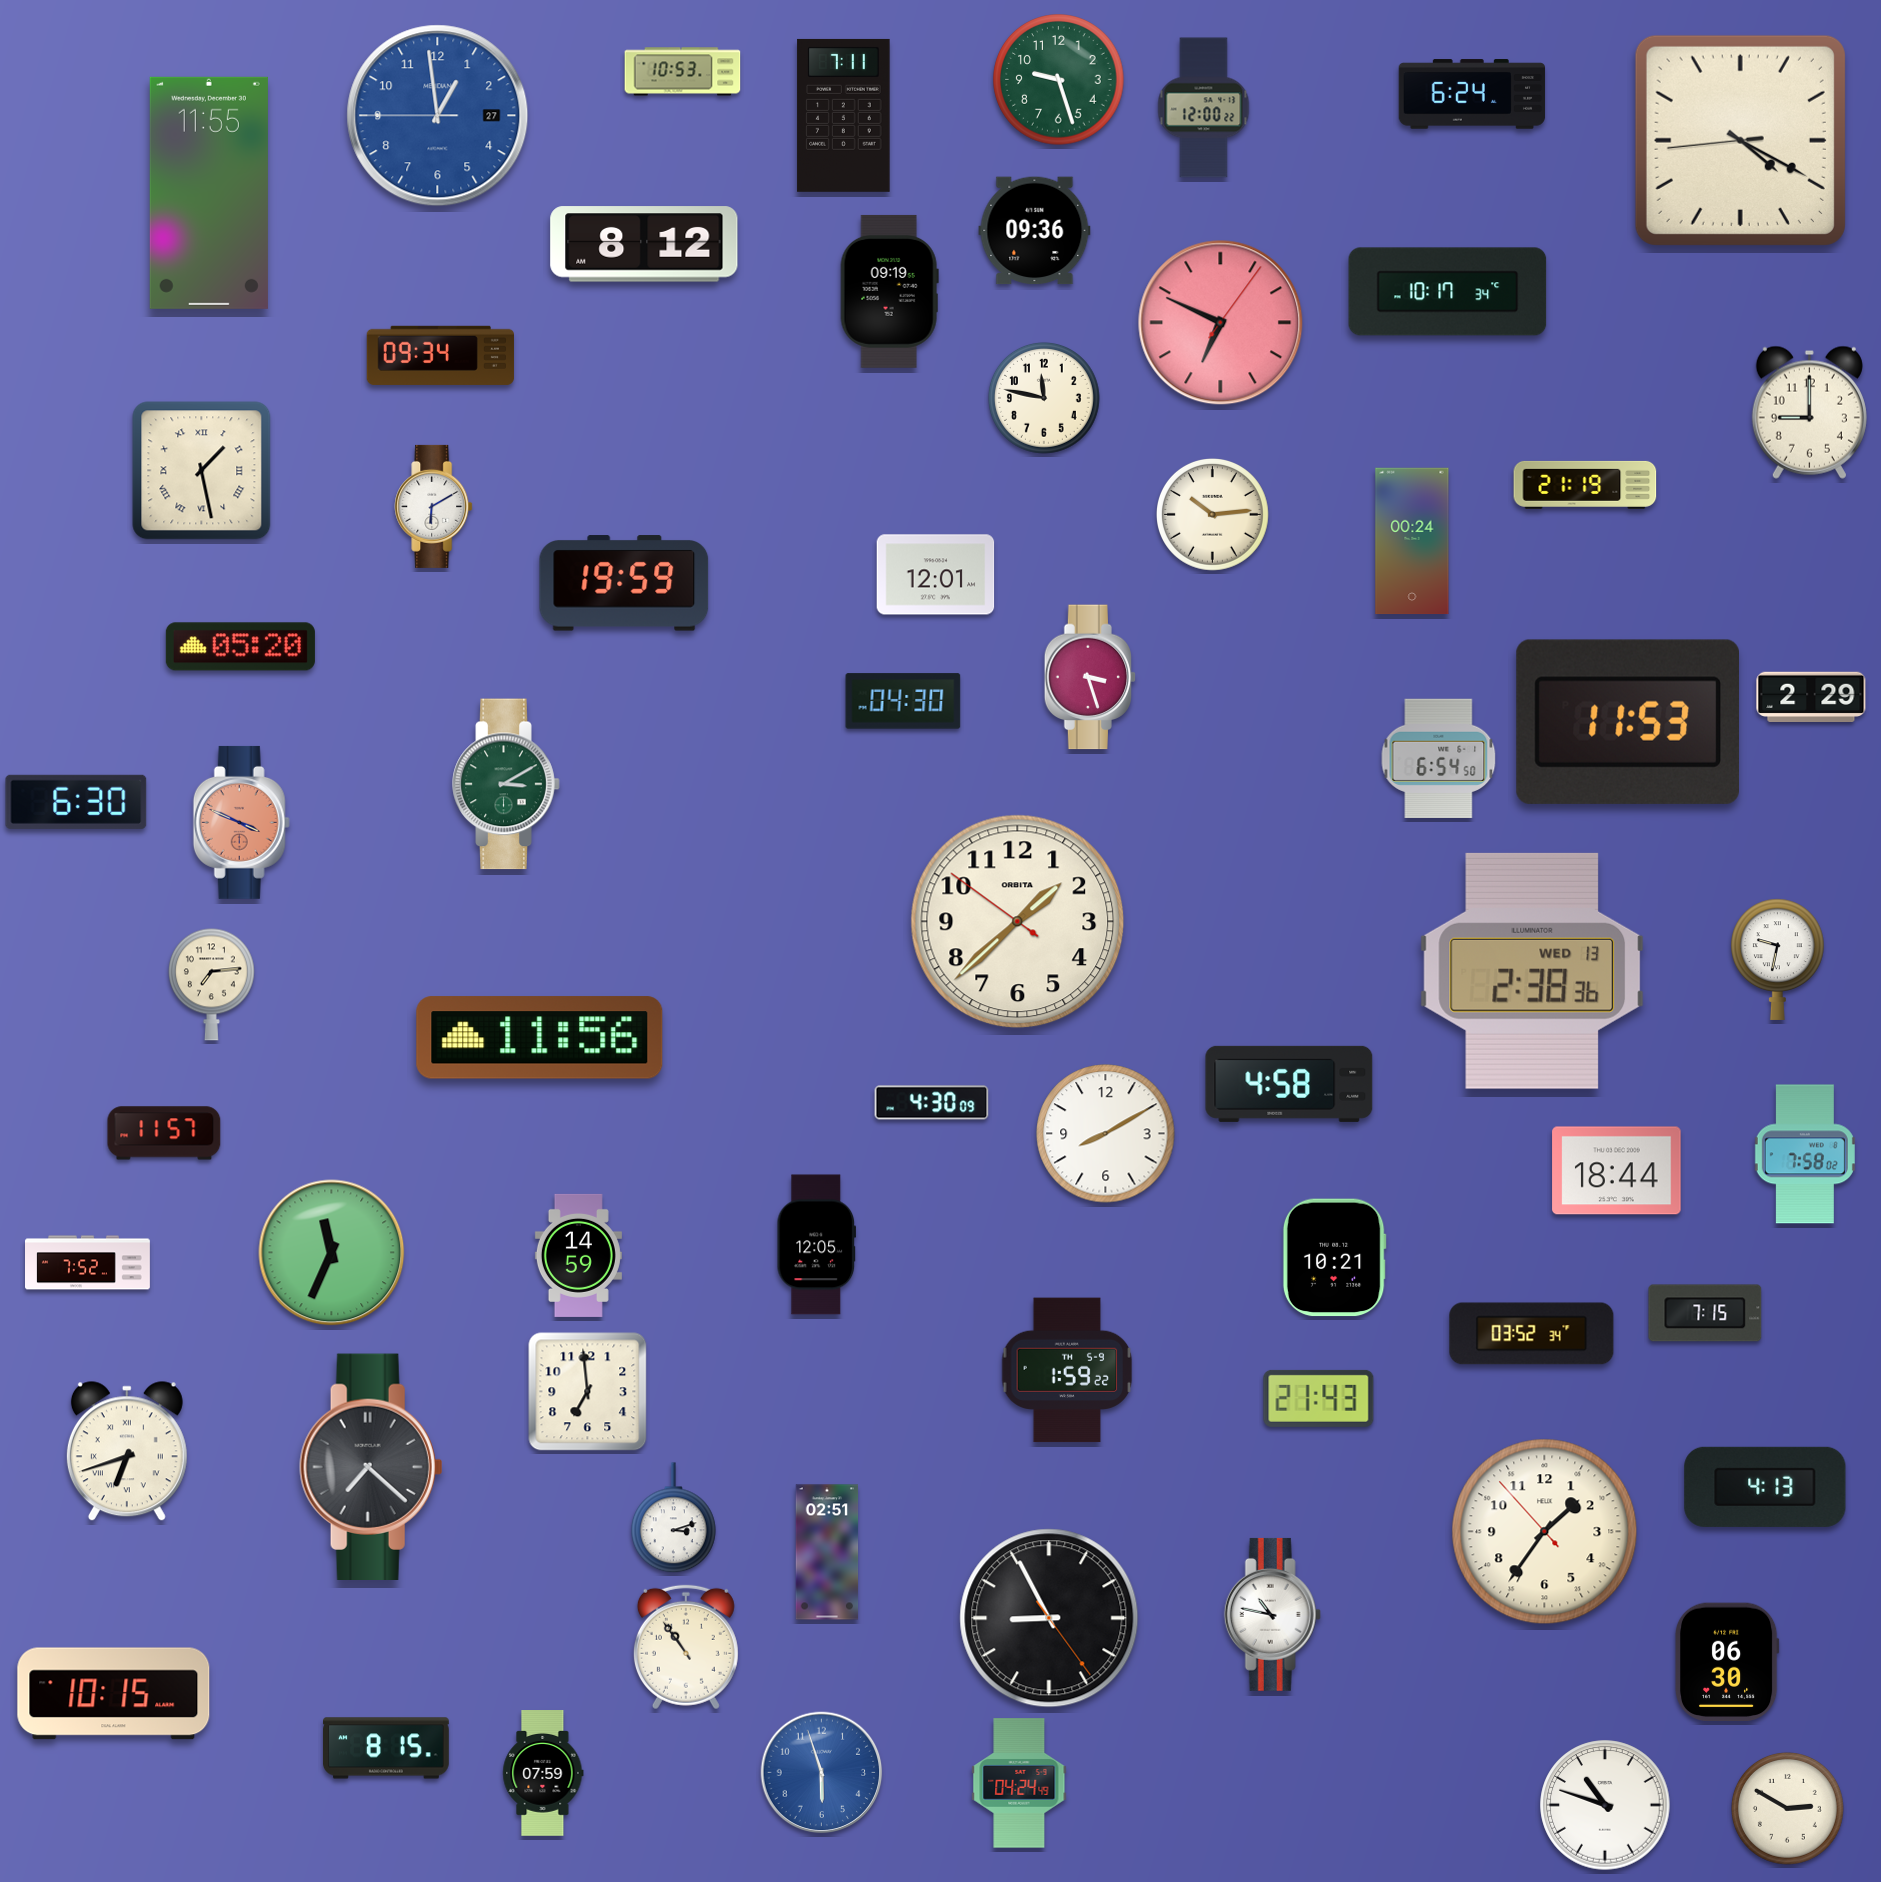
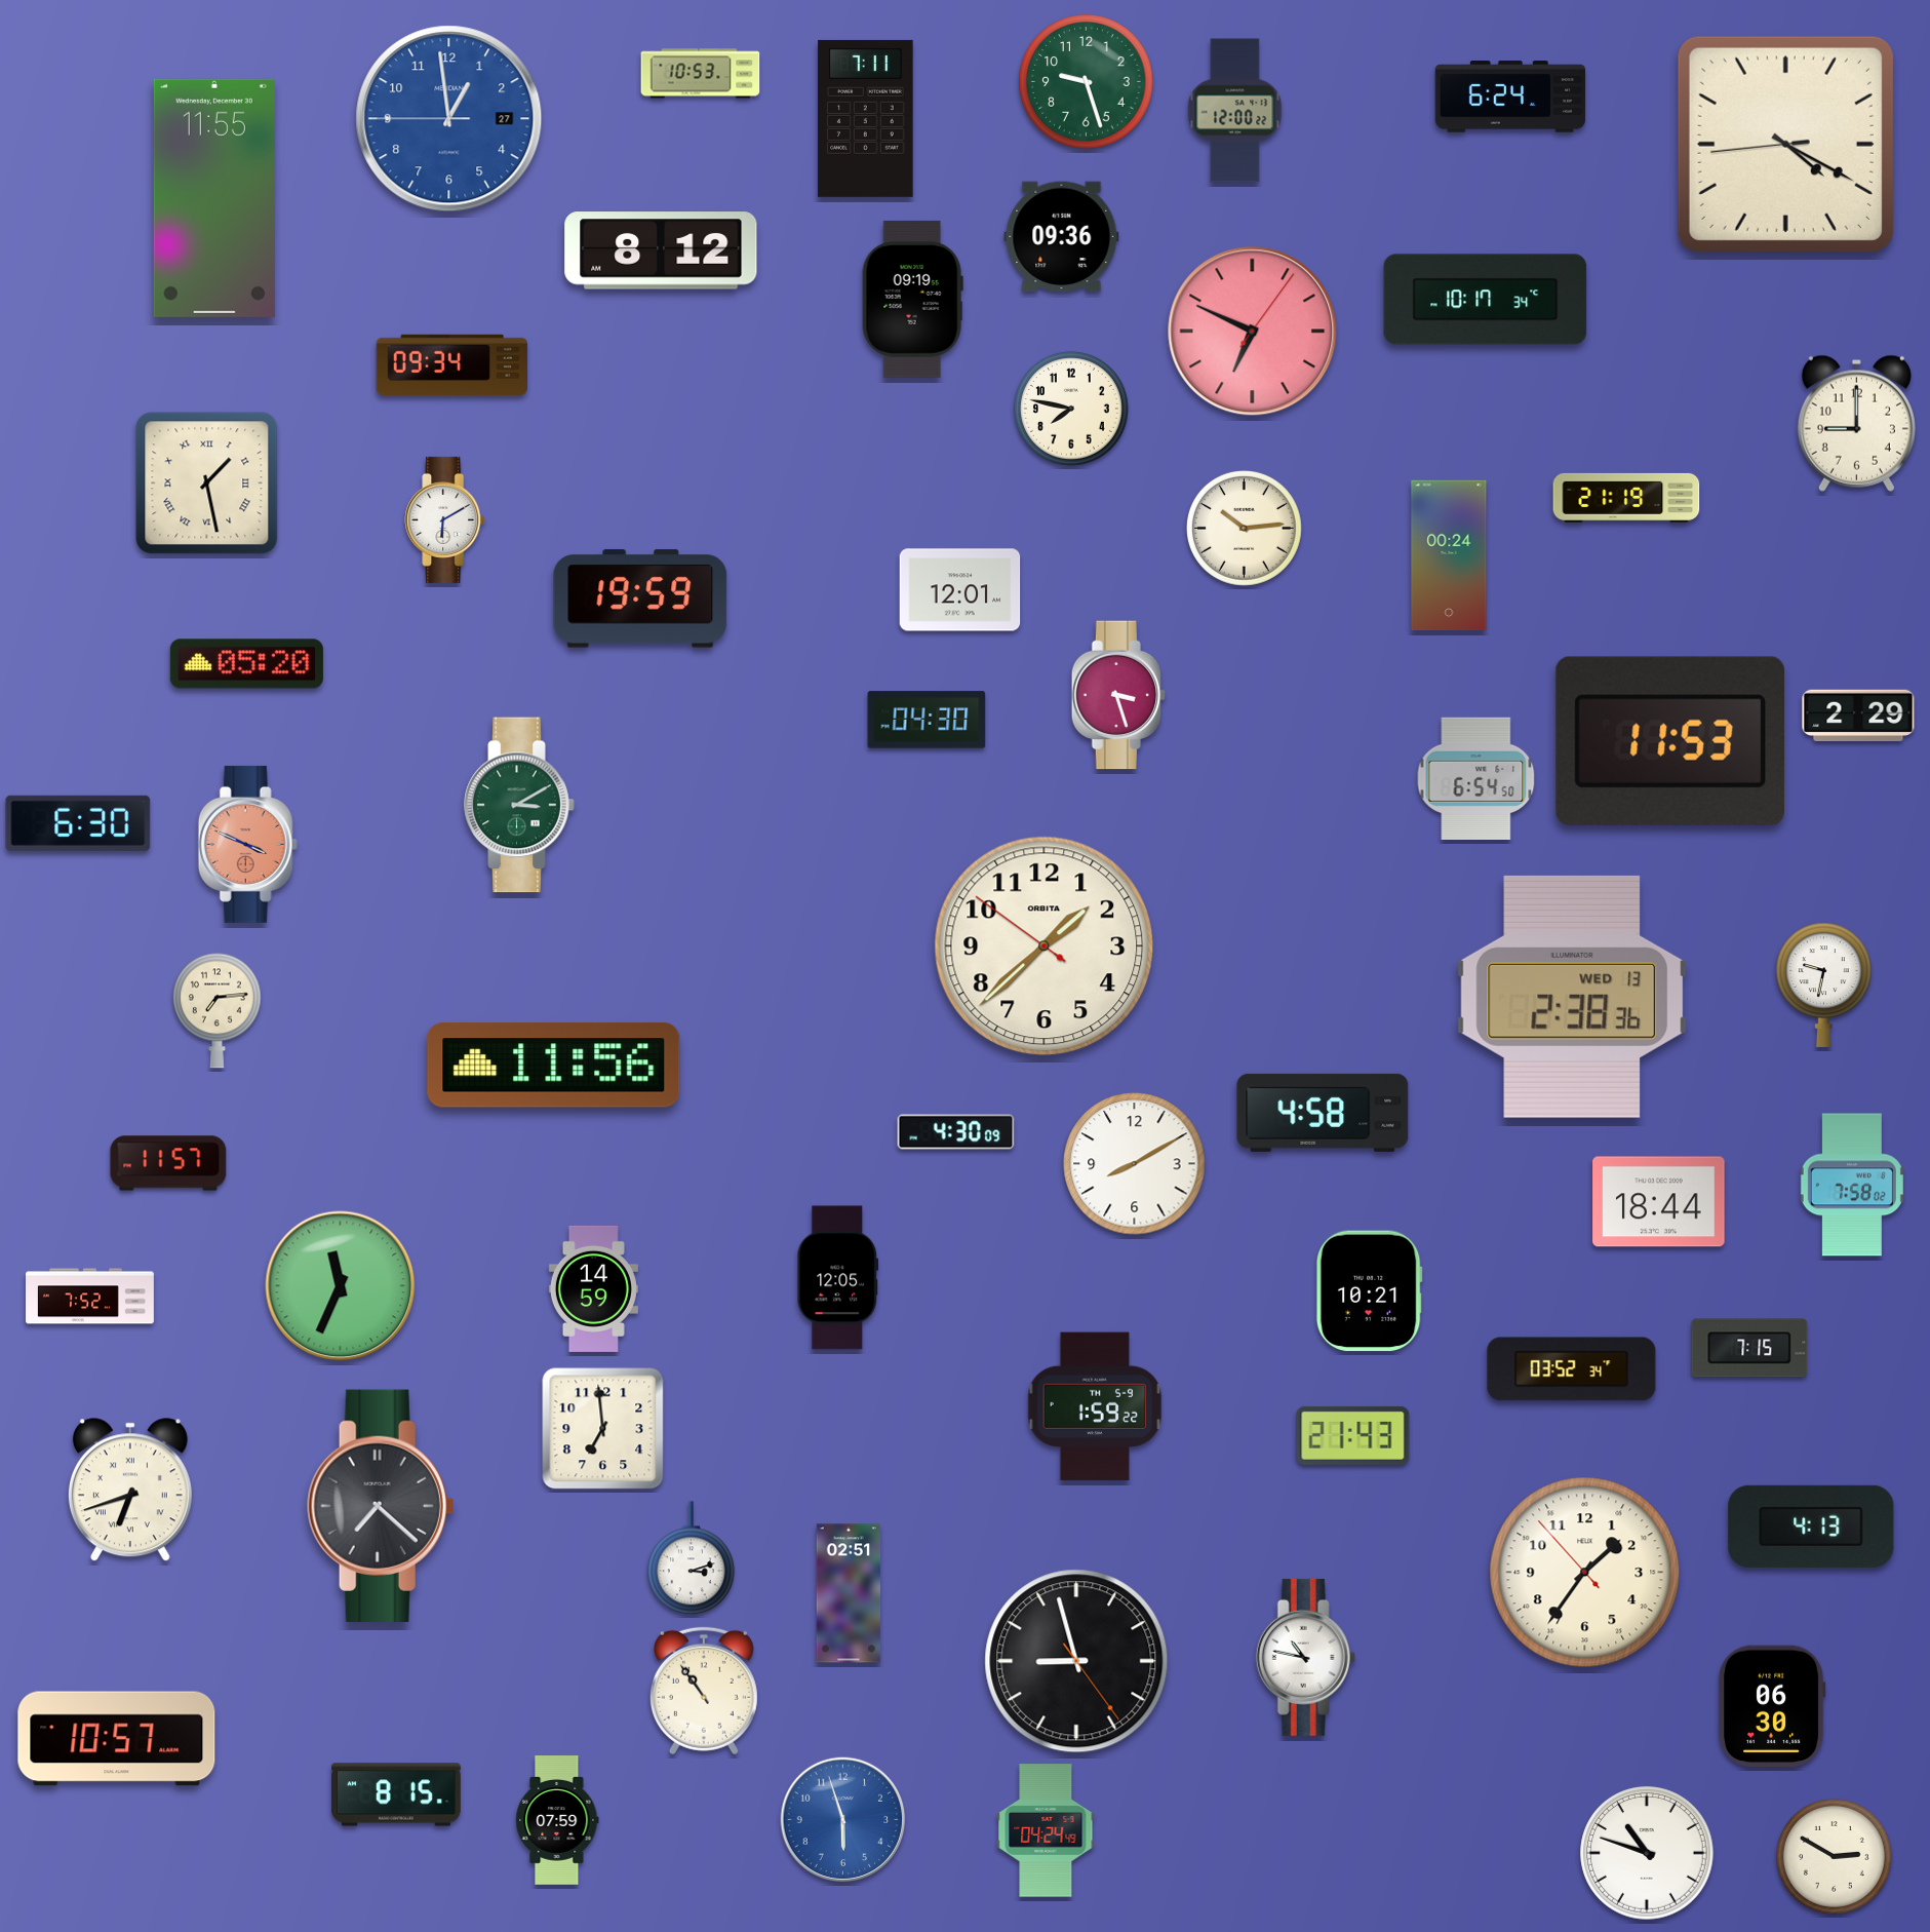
clock at (1044, 398): 11:47 -> 7:47
clock at (1049, 1618): 8:55 -> 8:57
clock at (114, 1694): 10:15 -> 10:57
